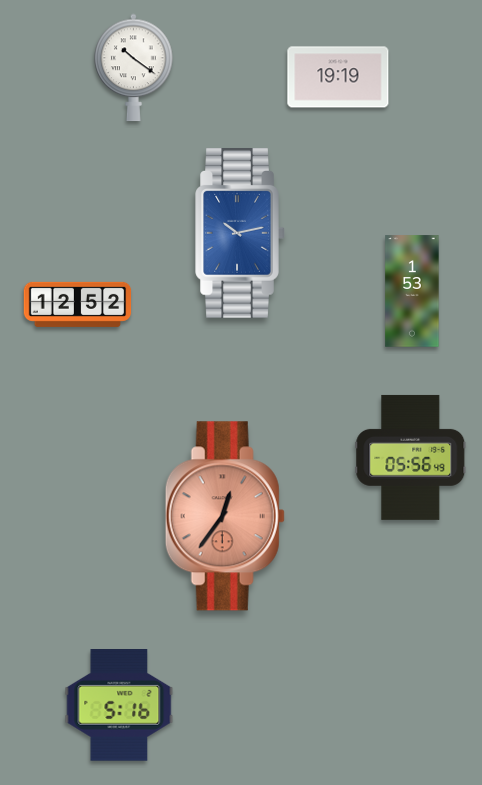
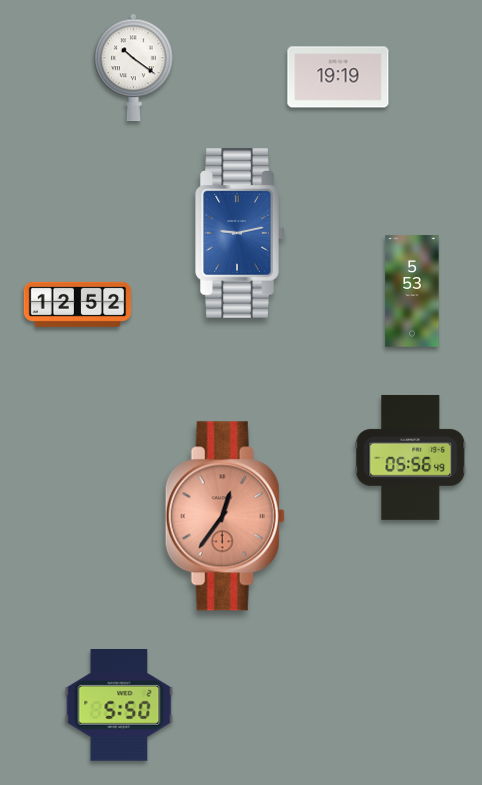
clock at (240, 234): 10:13 -> 9:13
clock at (412, 291): 1:53 -> 5:53
clock at (119, 706): 5:16 -> 5:50
